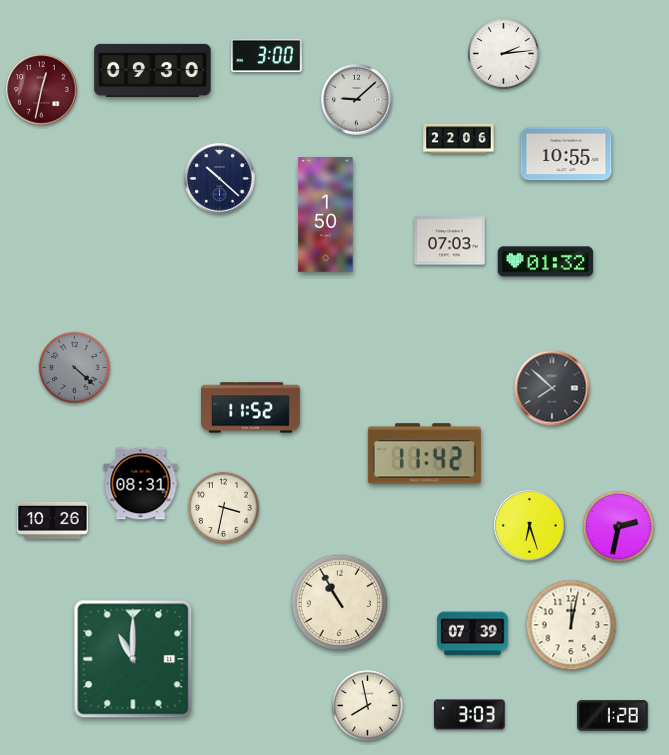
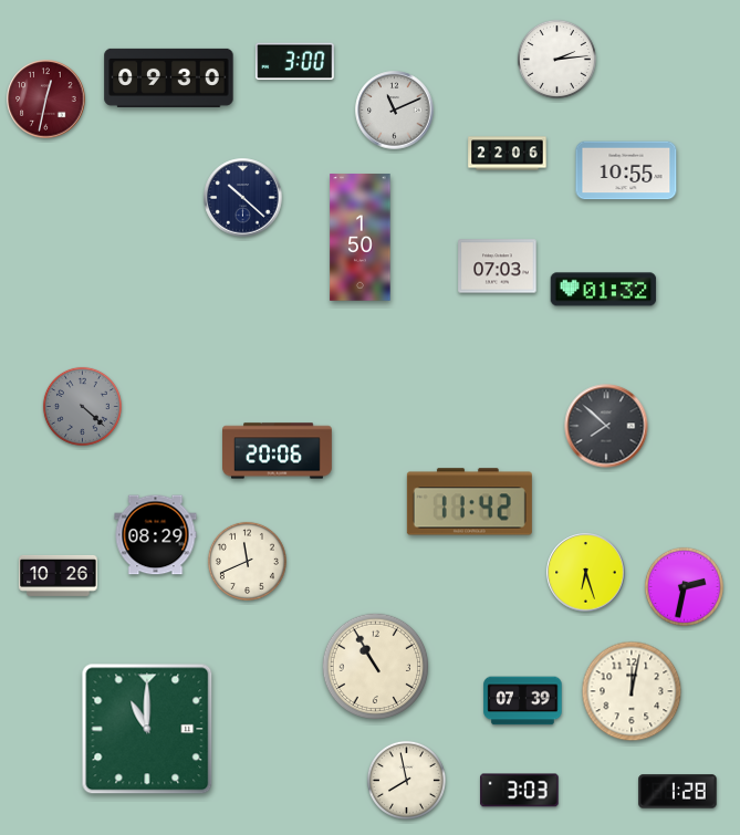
clock at (357, 100): 9:08 -> 11:11
clock at (552, 388) position: (552, 388) -> (606, 426)
clock at (251, 408): 11:52 -> 20:06
clock at (141, 484): 08:31 -> 08:29
clock at (223, 507): 3:32 -> 11:41
clock at (530, 526) position: (530, 526) -> (586, 573)
clock at (618, 526) position: (618, 526) -> (684, 586)
